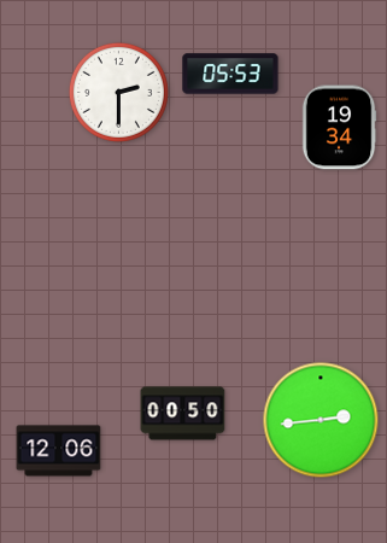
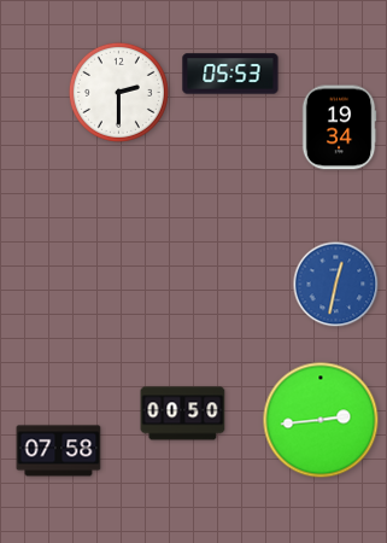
clock at (336, 285): none -> 12:32
clock at (59, 451): 12:06 -> 07:58
